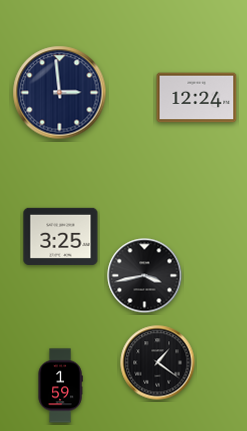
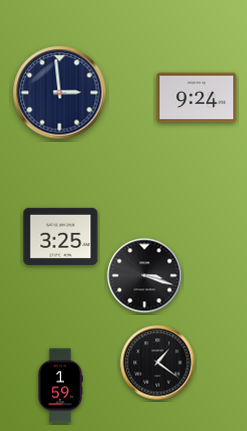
clock at (197, 98): 12:24 -> 9:24
clock at (145, 276): 3:43 -> 3:18
